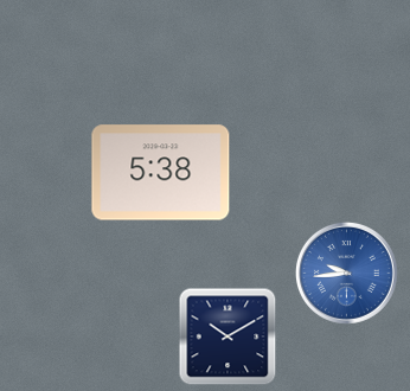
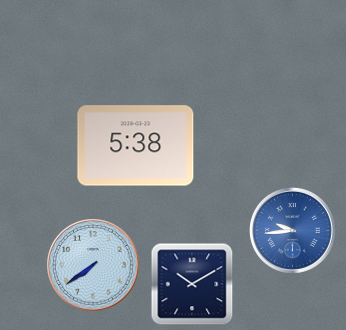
clock at (93, 265): none -> 7:39
